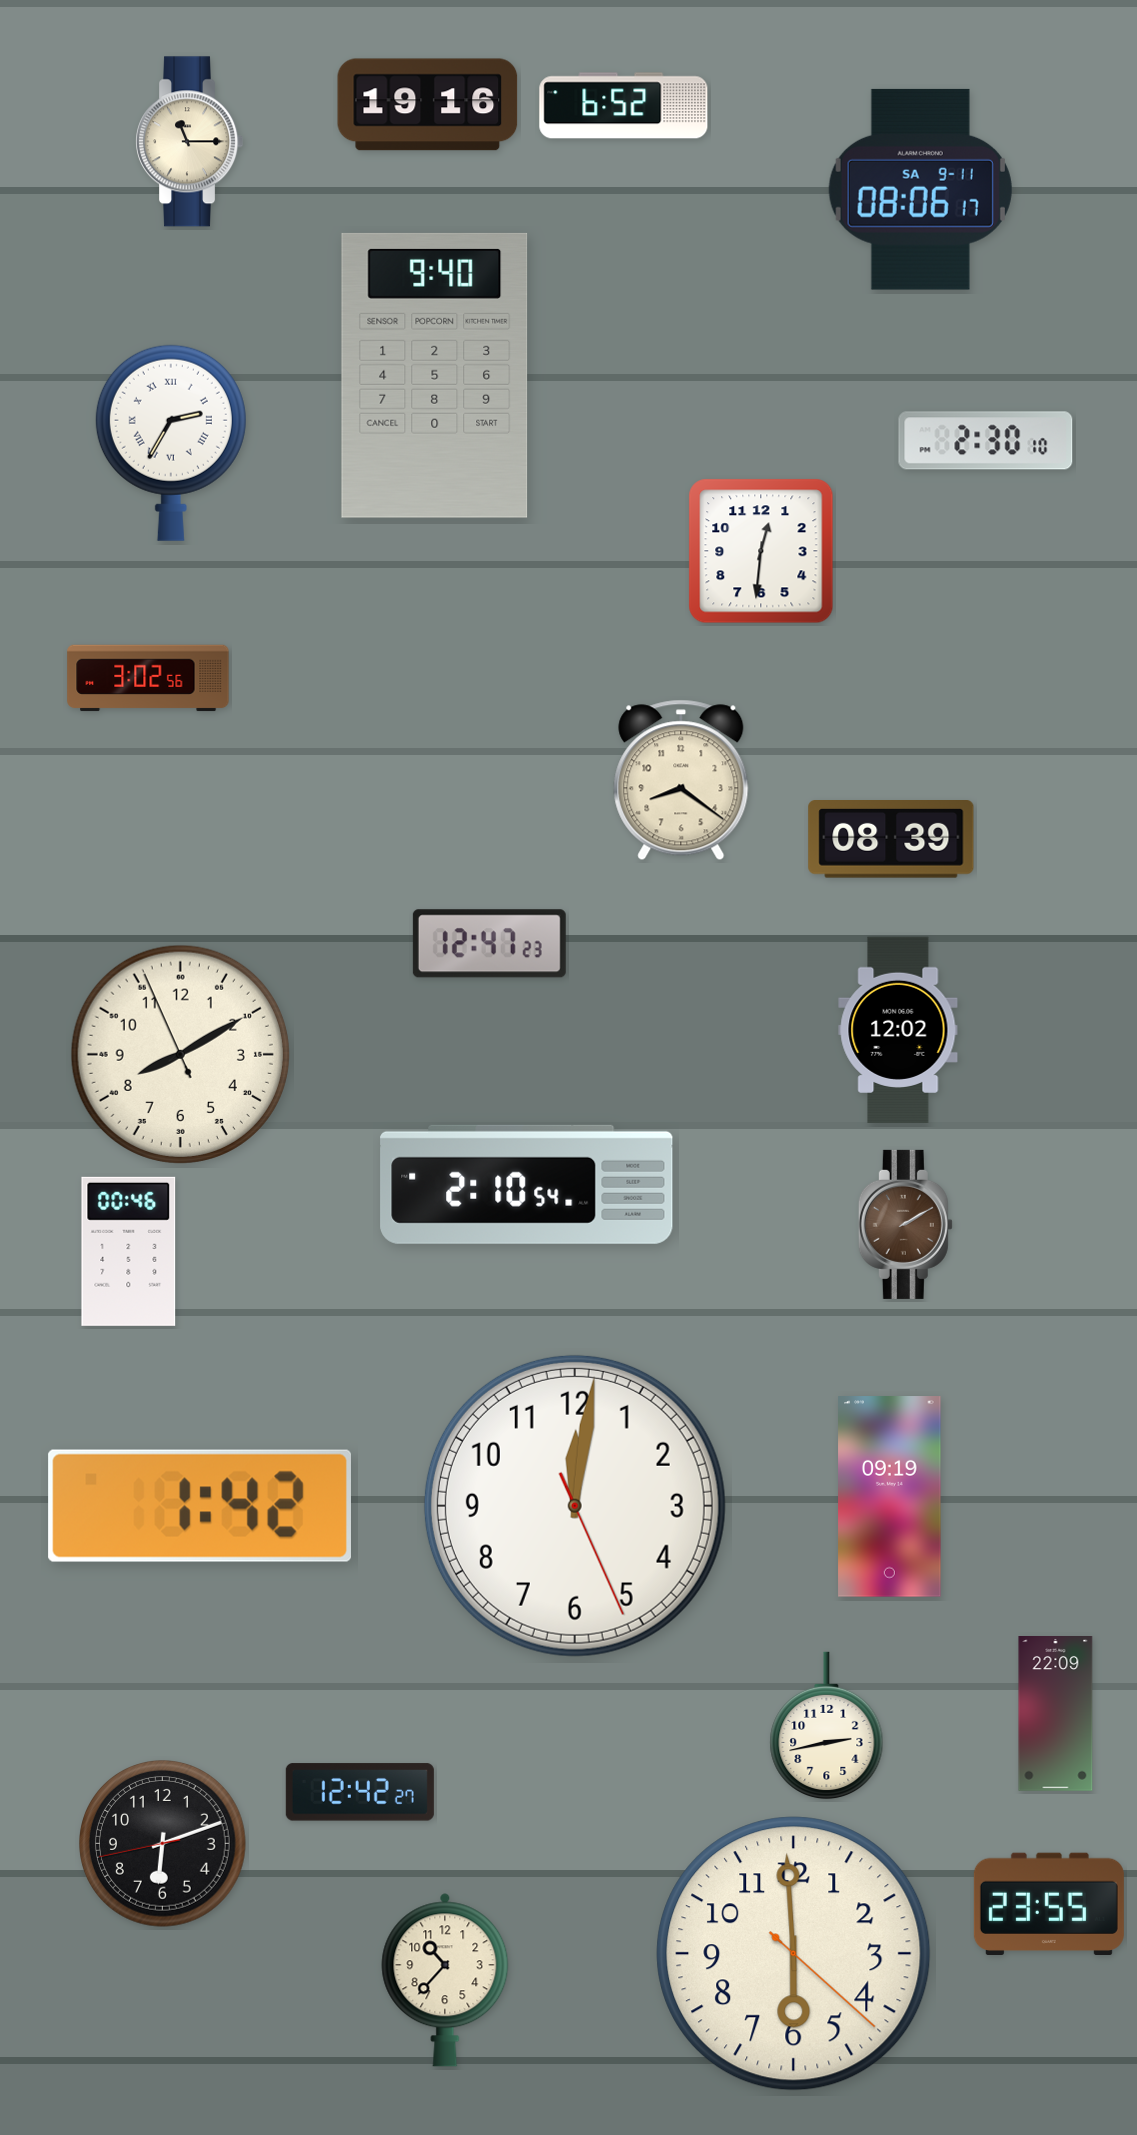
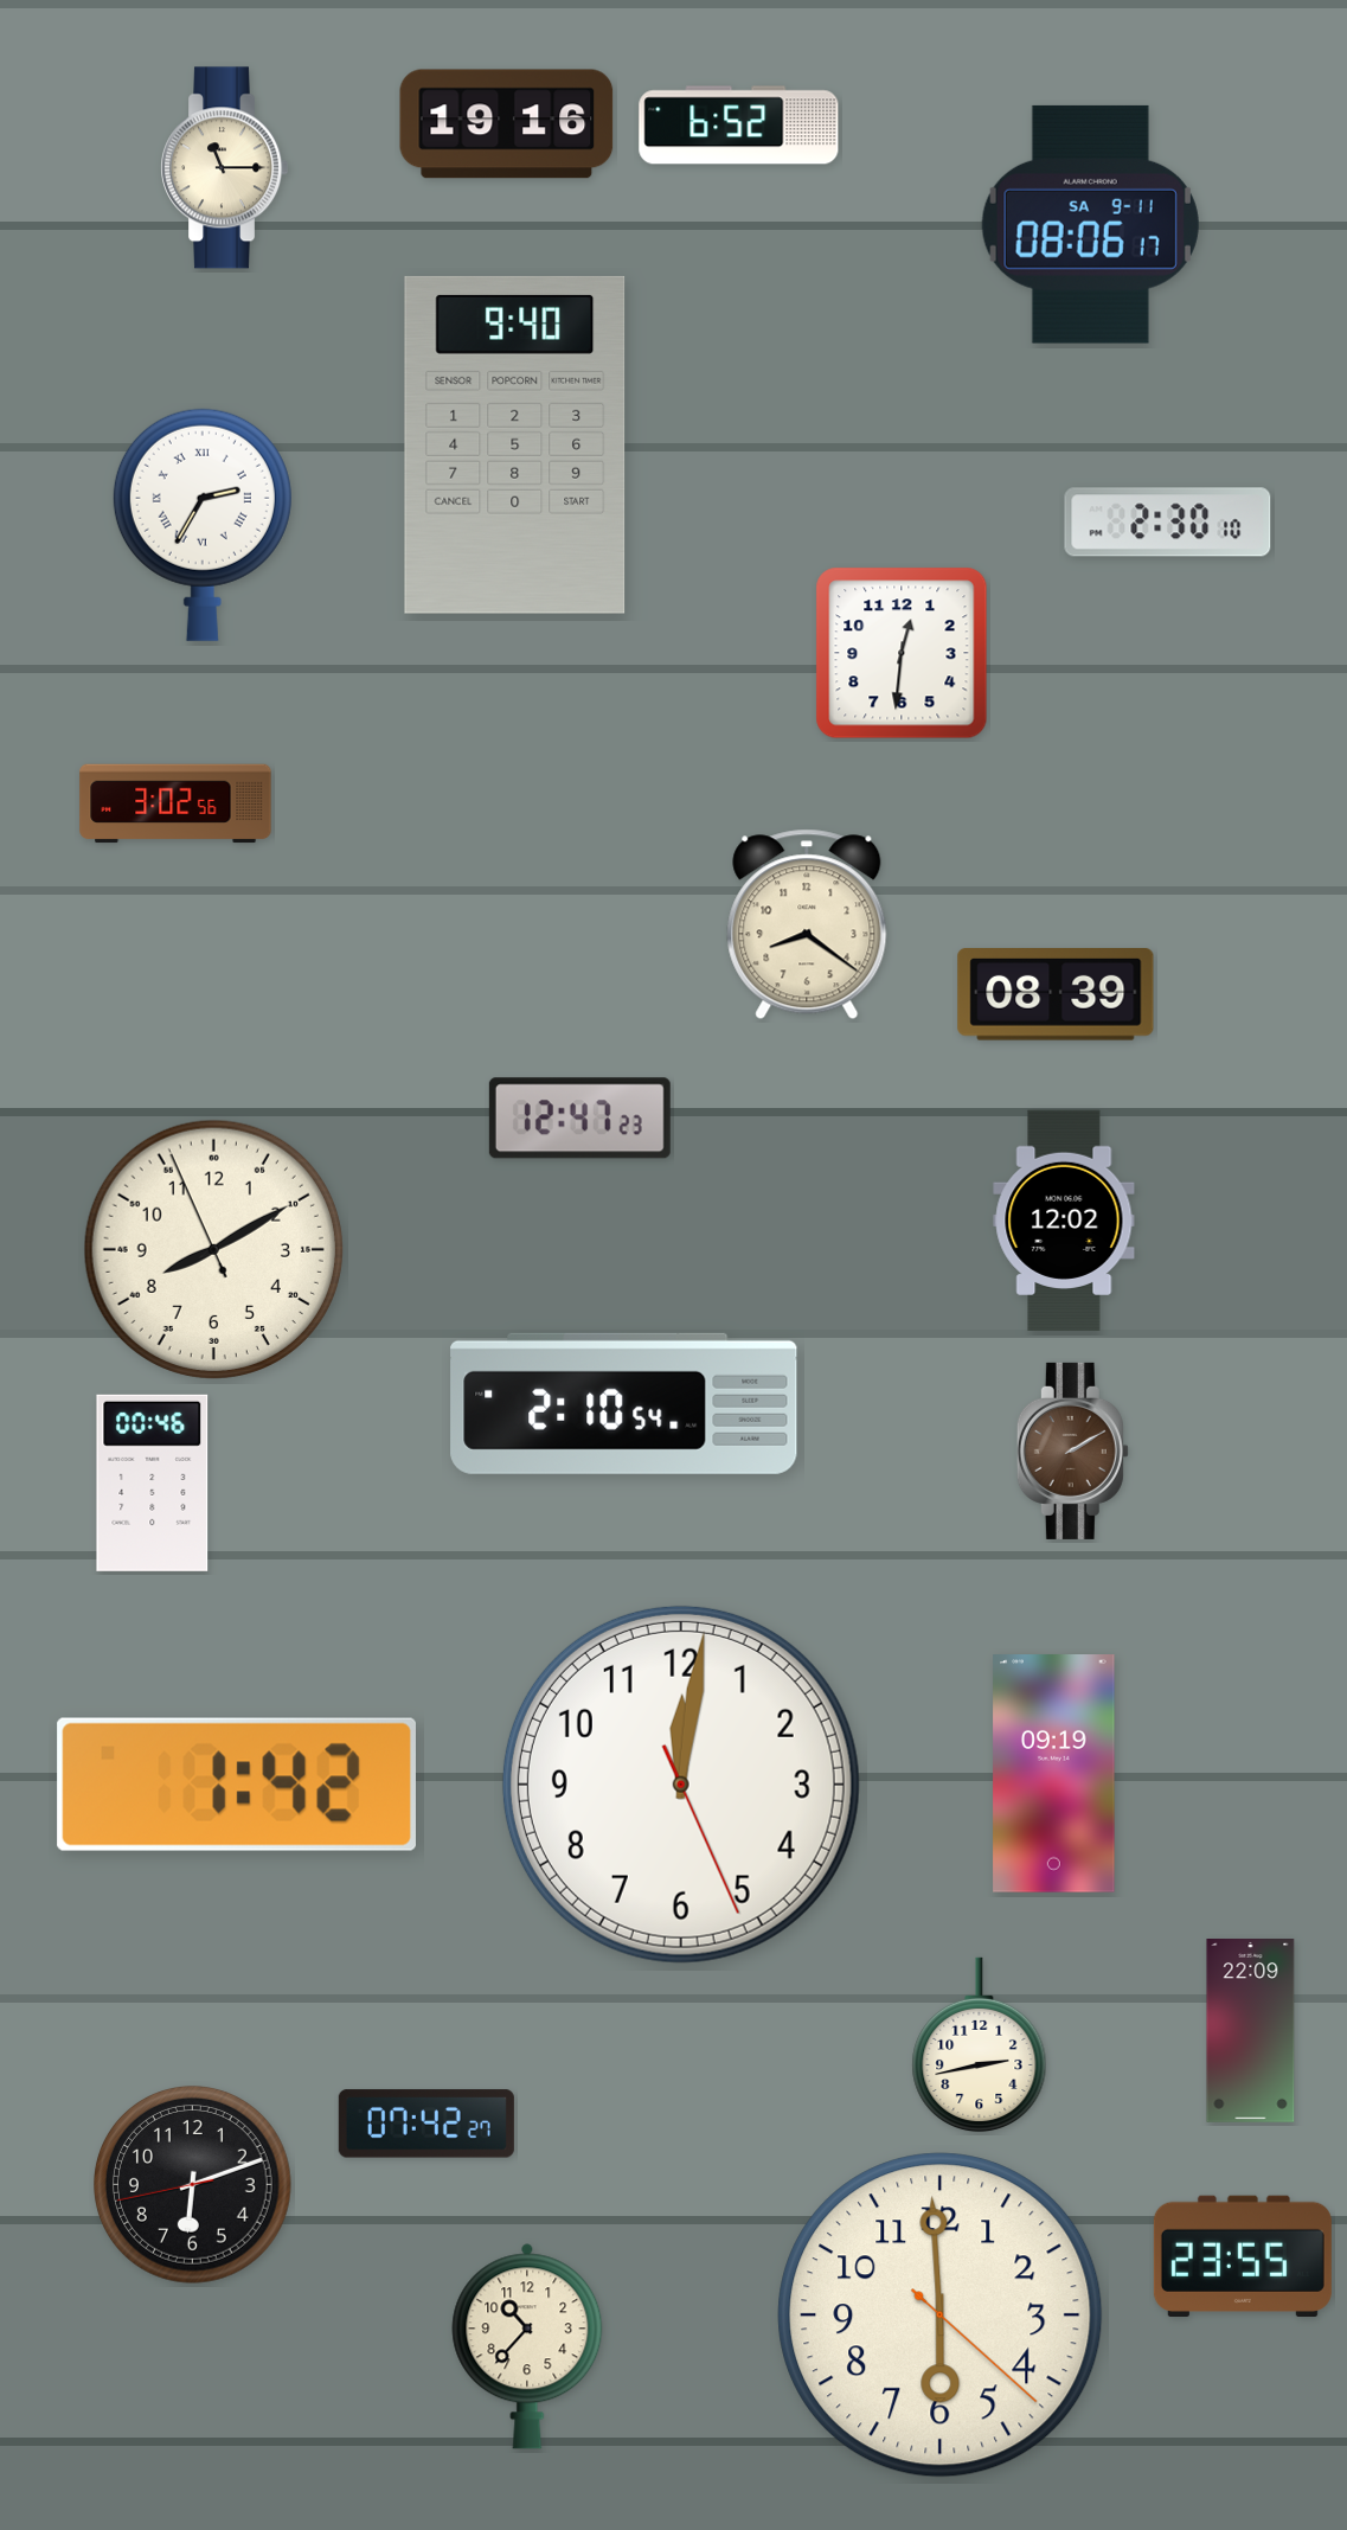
clock at (360, 1792): 12:42 -> 07:42
